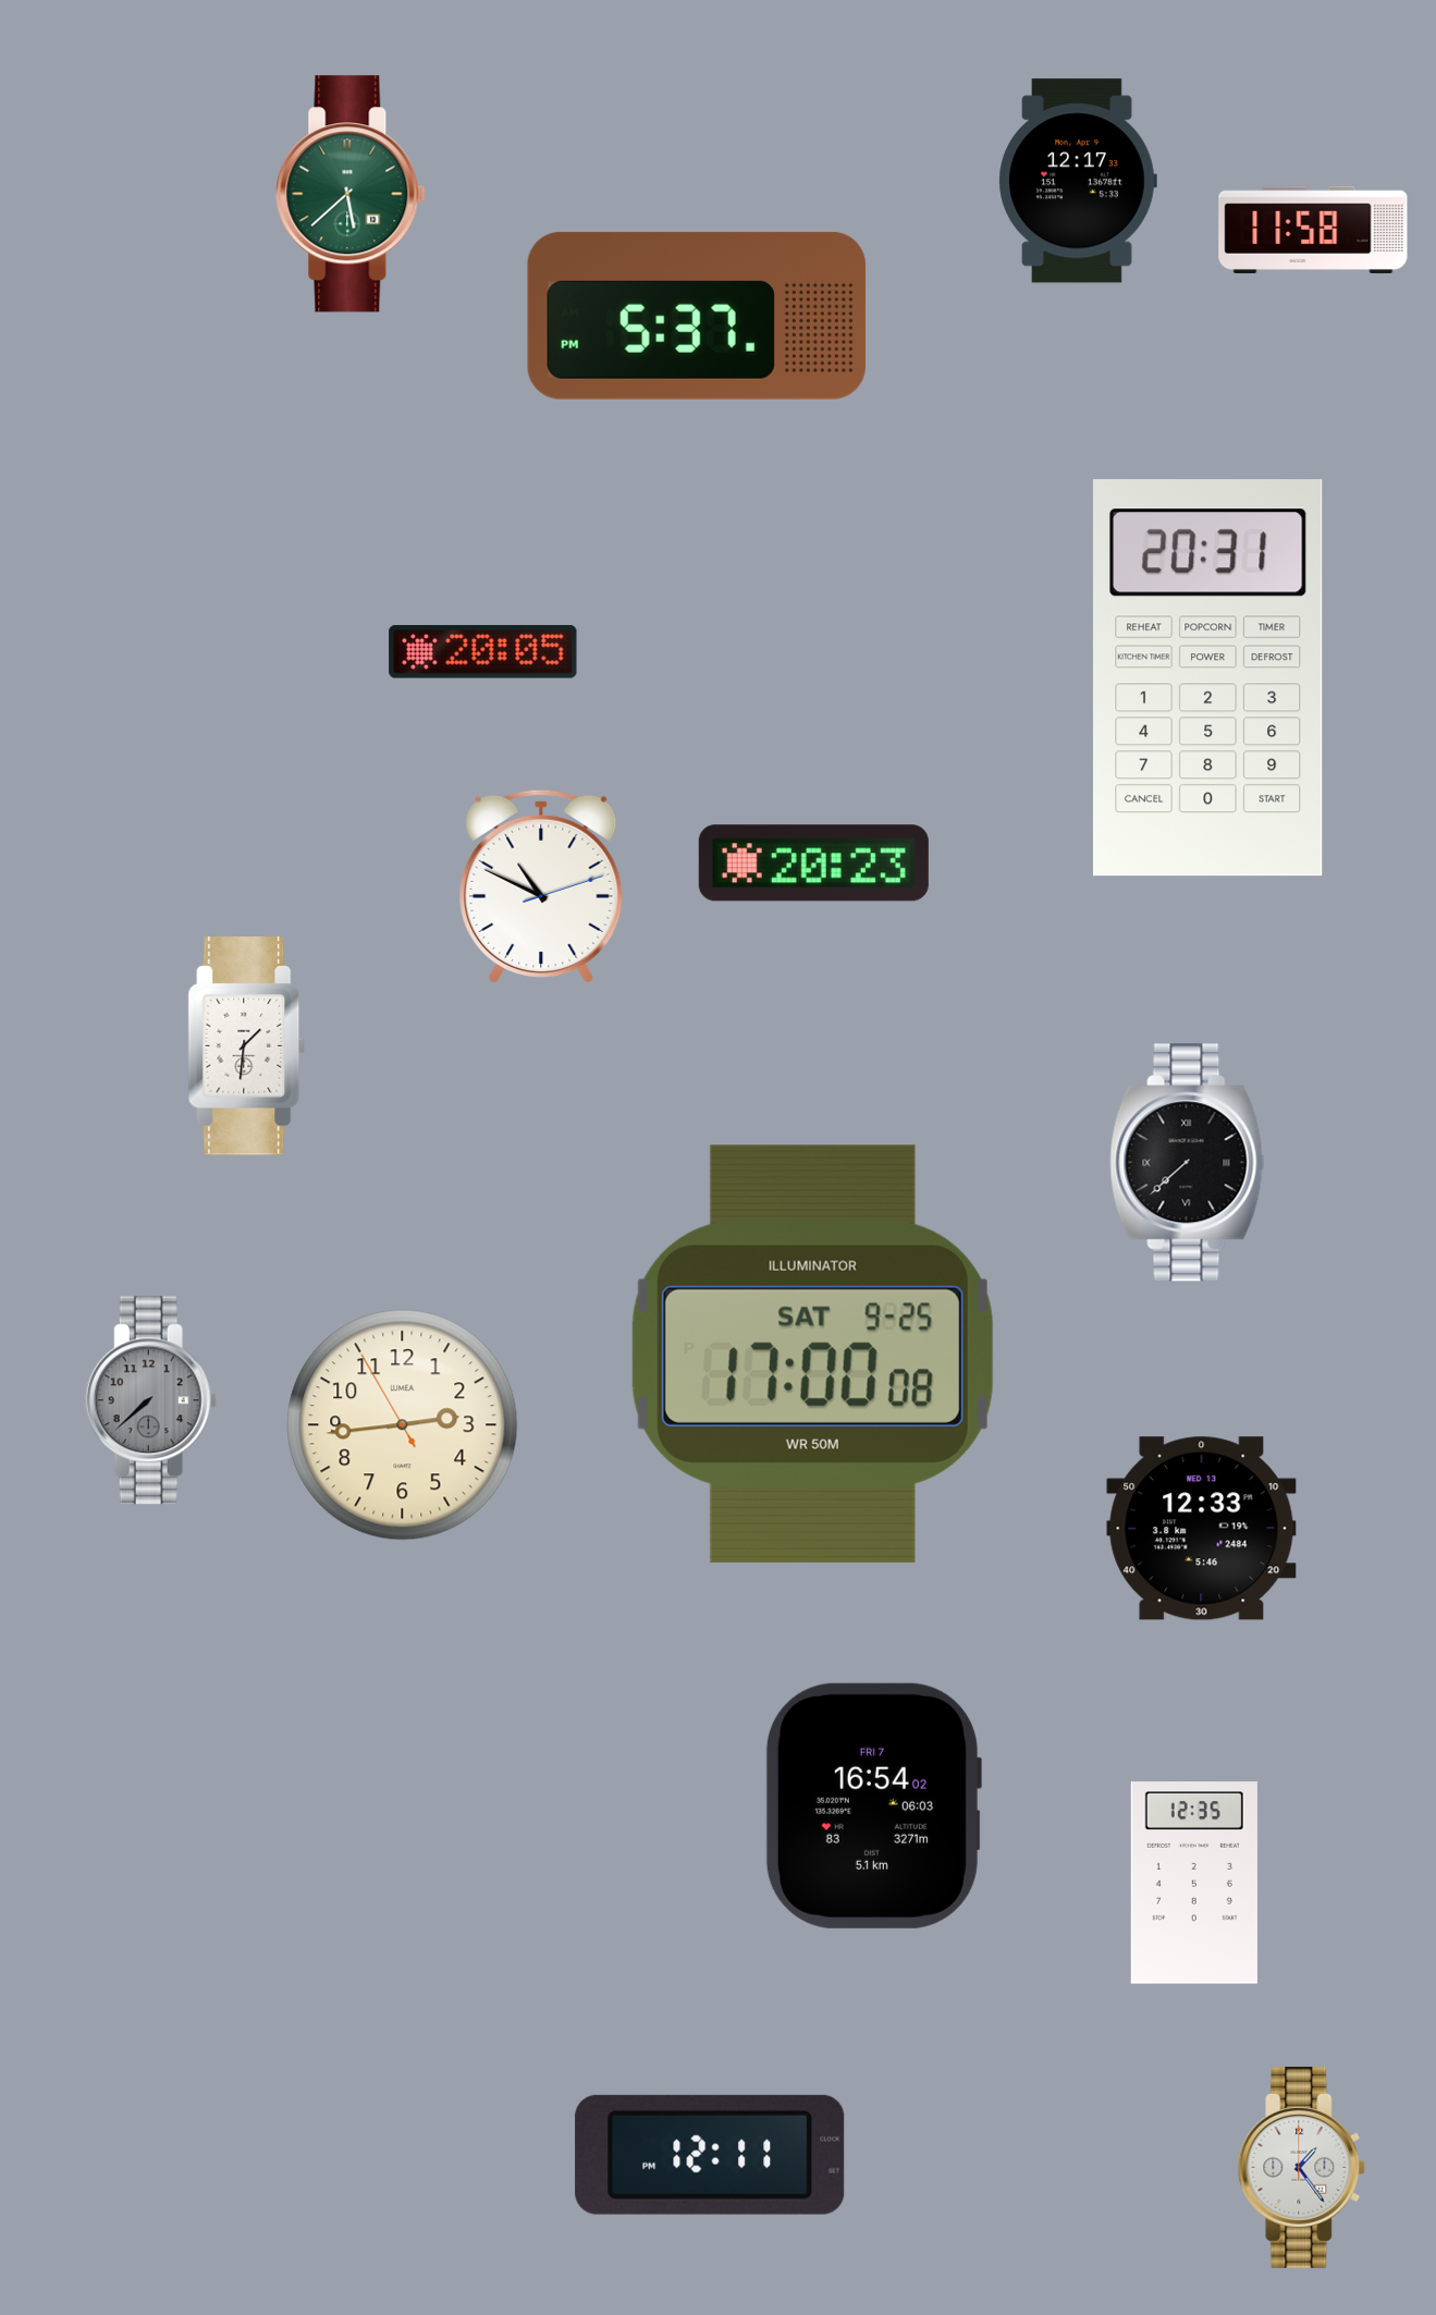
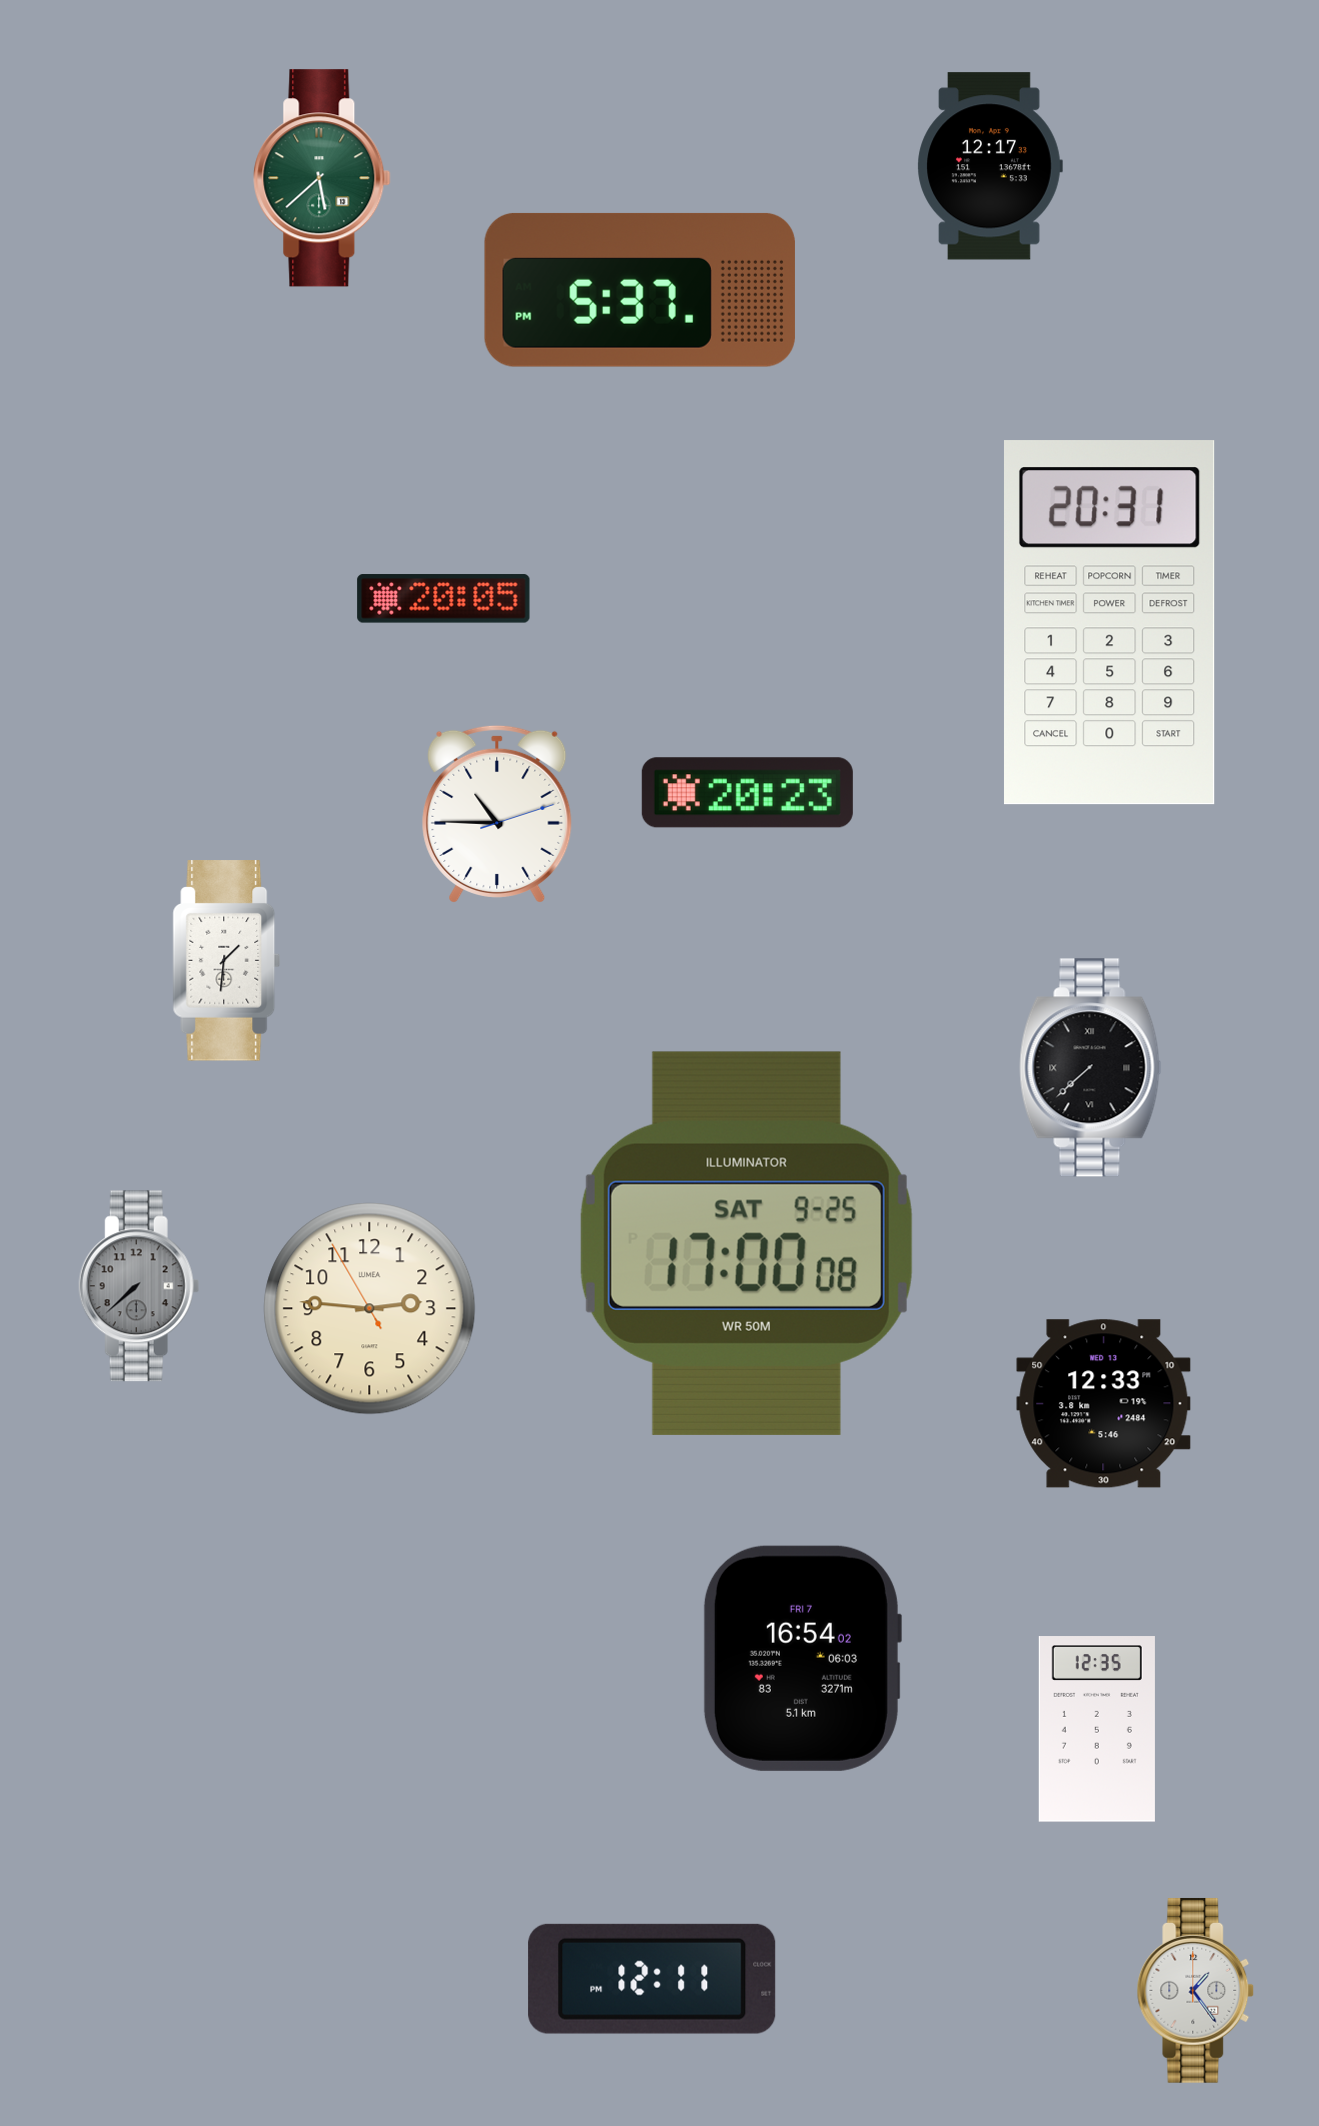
clock at (1313, 230): 11:58 -> none
clock at (541, 886): 10:49 -> 10:45
clock at (403, 1425): 2:43 -> 2:45
